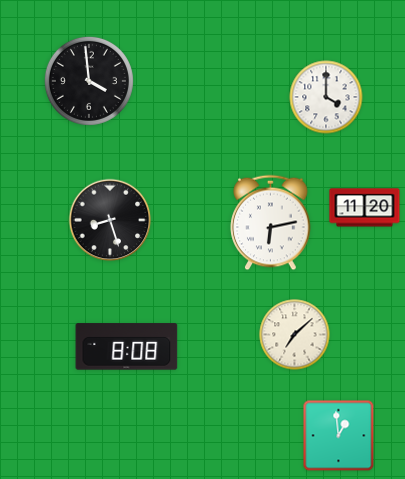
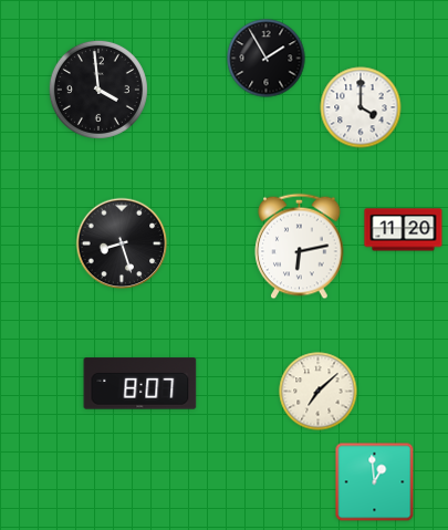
clock at (267, 59): none -> 1:55
clock at (295, 335) position: (295, 335) -> (319, 392)
clock at (127, 347): 8:08 -> 8:07
